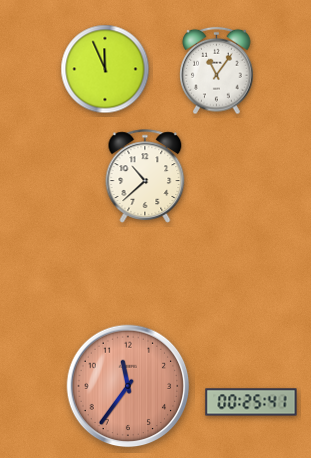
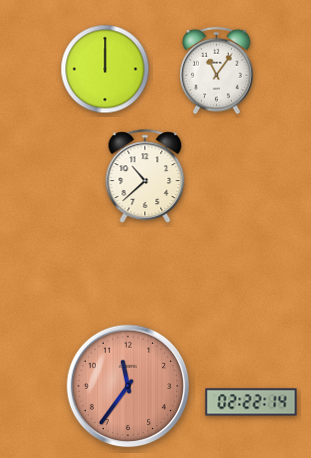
clock at (105, 69): 11:56 -> 12:00
clock at (251, 402): 00:25 -> 02:22
